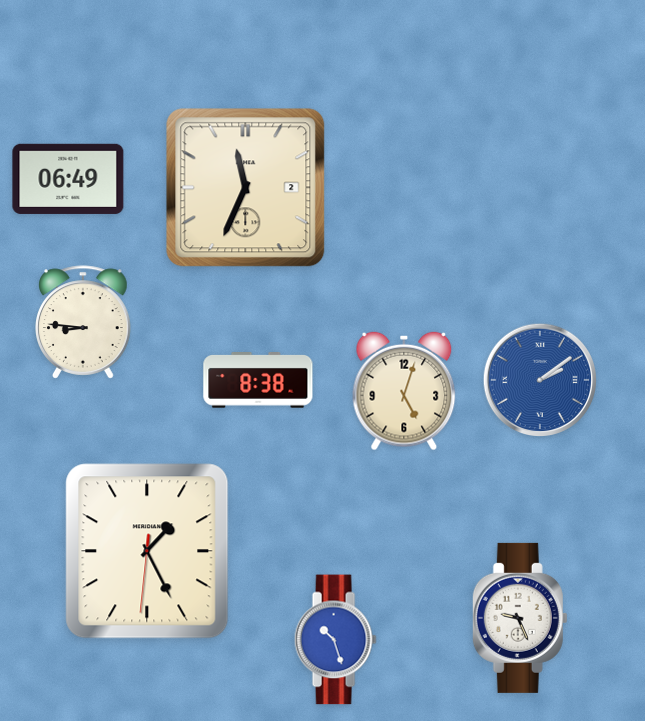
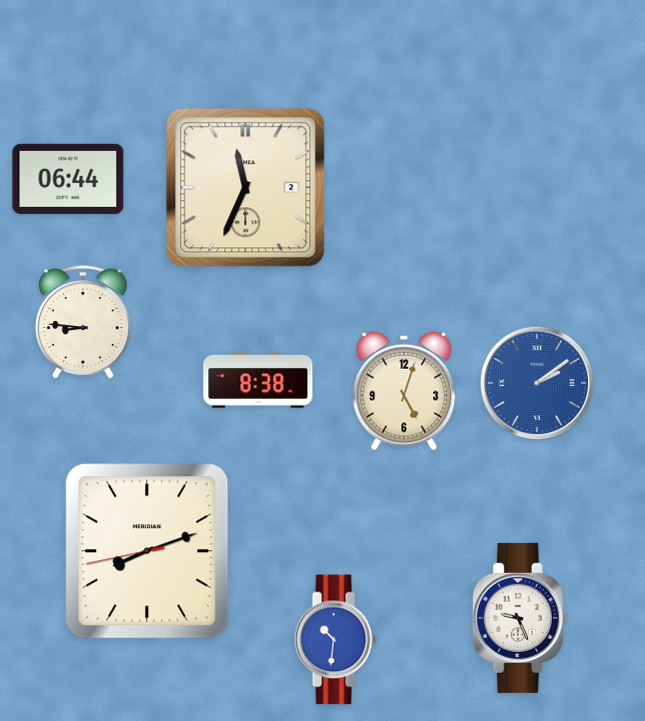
clock at (68, 179): 06:49 -> 06:44
clock at (539, 379) position: (539, 379) -> (536, 382)
clock at (147, 551): 1:25 -> 8:11
clock at (335, 640): 10:27 -> 10:31
